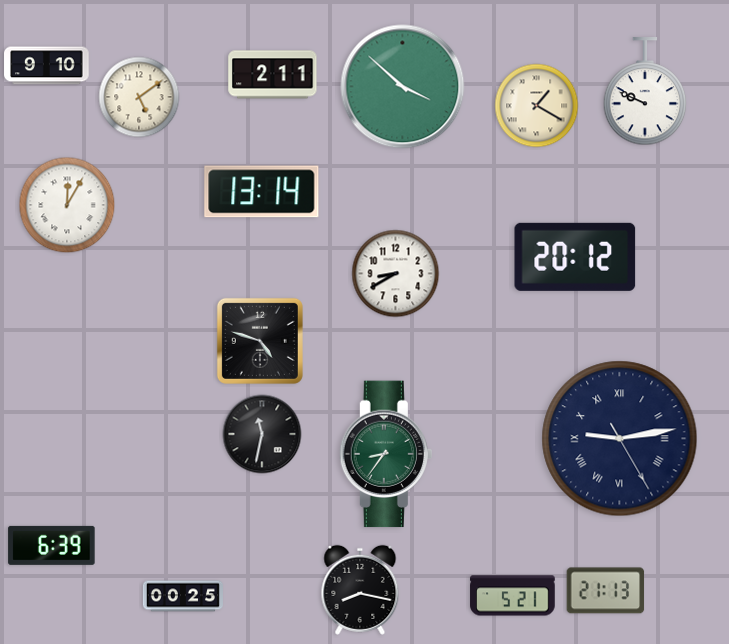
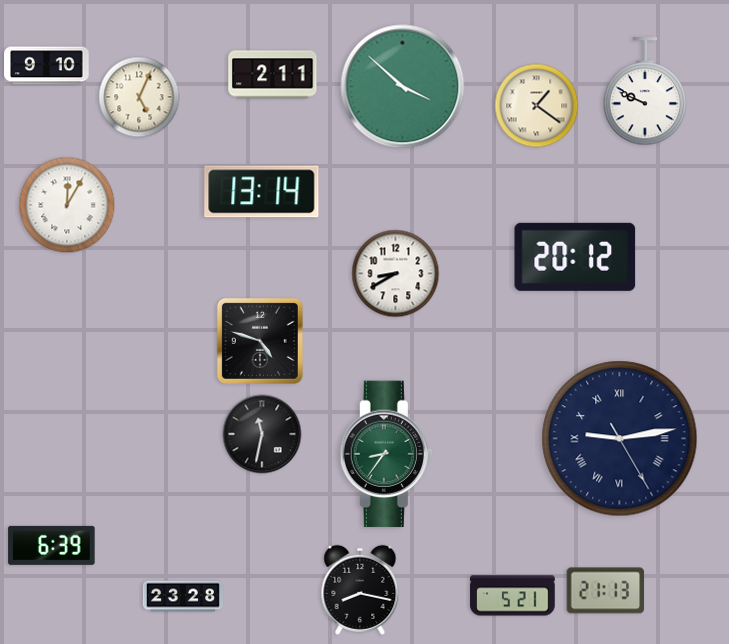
clock at (139, 97): 5:09 -> 5:04
clock at (537, 106): 1:20 -> 1:21
clock at (183, 596): 00:25 -> 23:28
